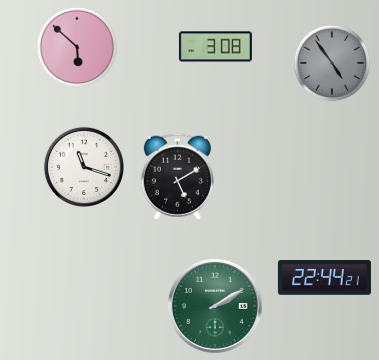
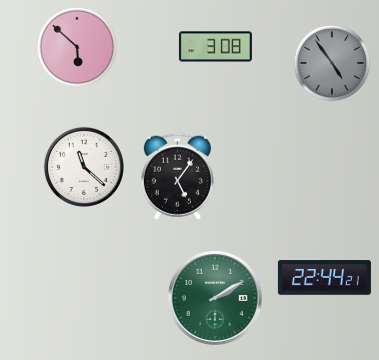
clock at (84, 167): 11:18 -> 11:22
clock at (177, 176): 5:10 -> 5:06
clock at (215, 306) position: (215, 306) -> (215, 298)
